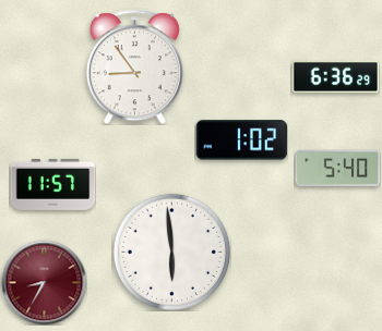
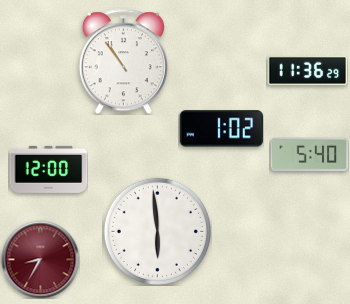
clock at (134, 66): 8:54 -> 10:54
clock at (335, 77): 6:36 -> 11:36
clock at (52, 184): 11:57 -> 12:00
